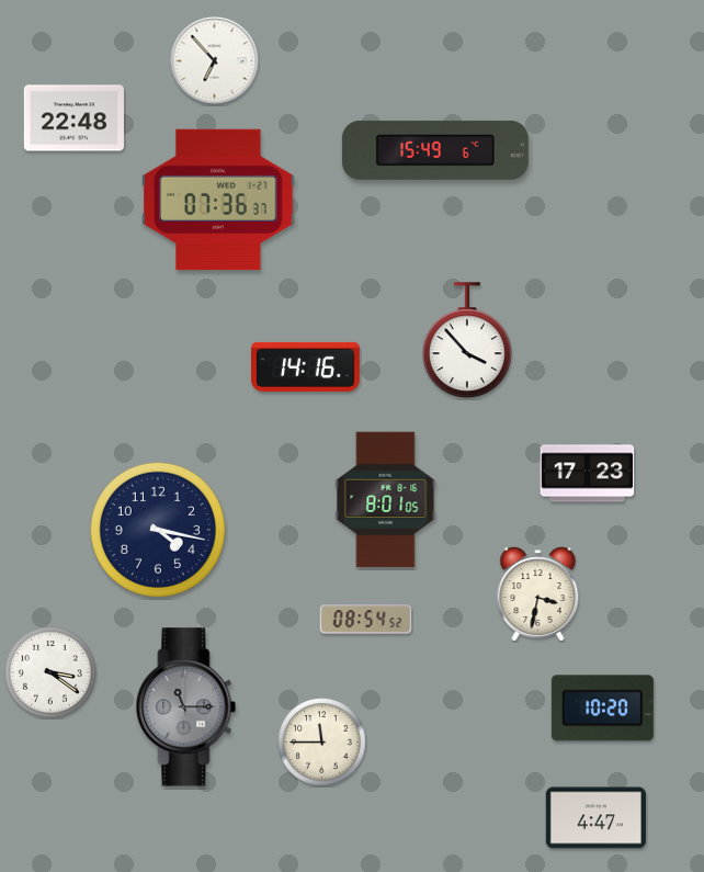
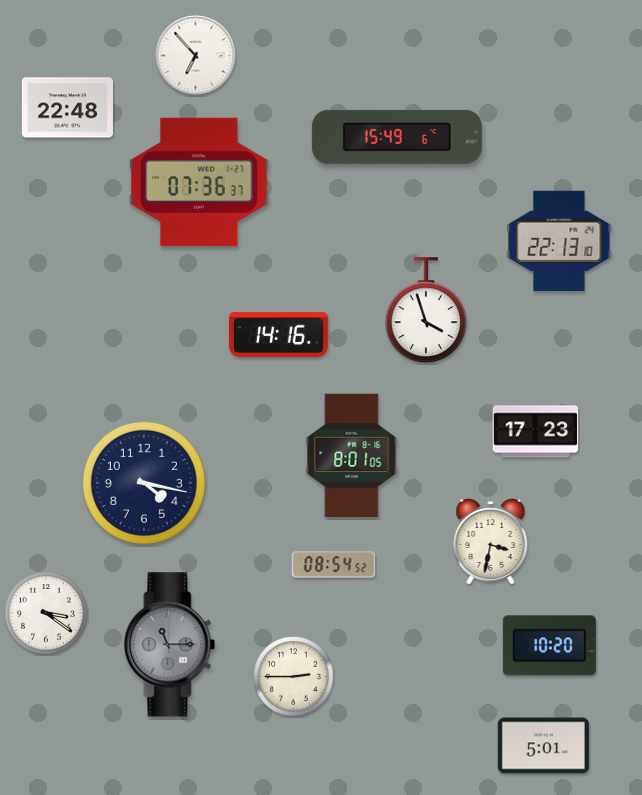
clock at (559, 241): none -> 22:13
clock at (467, 341): 3:53 -> 3:57
clock at (322, 743): 11:45 -> 2:45
clock at (595, 818): 4:47 -> 5:01
